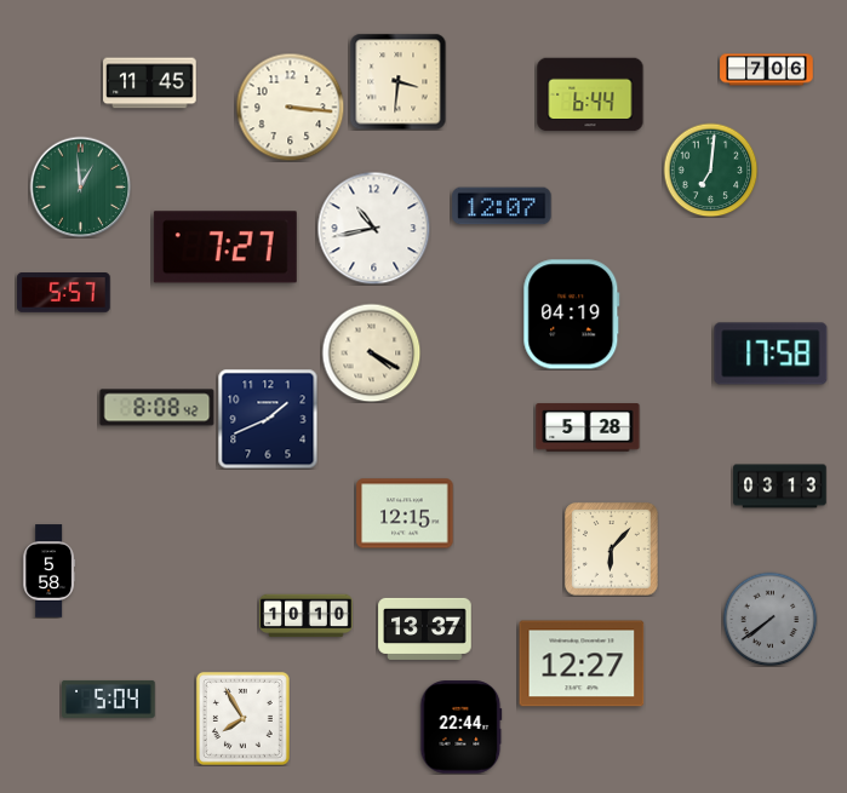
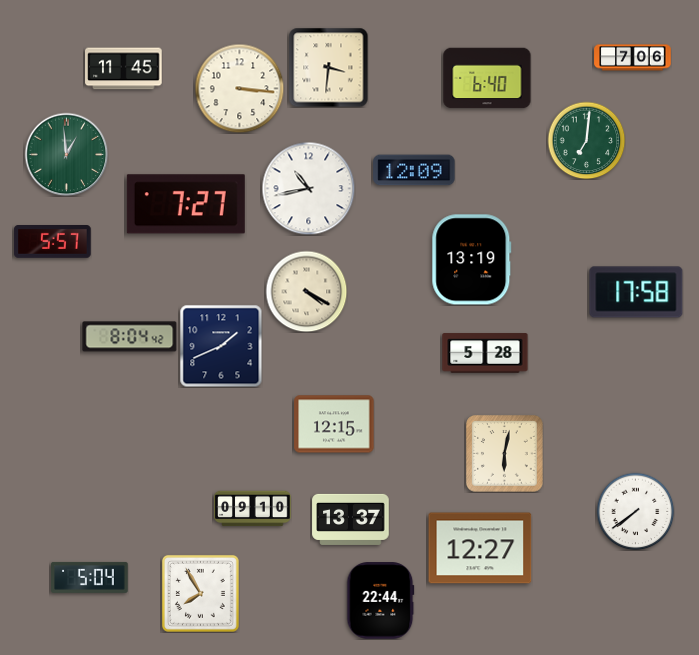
clock at (590, 94): 6:44 -> 6:40
clock at (502, 206): 12:07 -> 12:09
clock at (572, 315): 04:19 -> 13:19
clock at (158, 408): 8:08 -> 8:04
clock at (780, 487): 03:13 -> none
clock at (612, 550): 6:07 -> 6:02
clock at (48, 571): 5:58 -> none
clock at (307, 616): 10:10 -> 09:10
clock at (769, 619) dial: grey -> white
